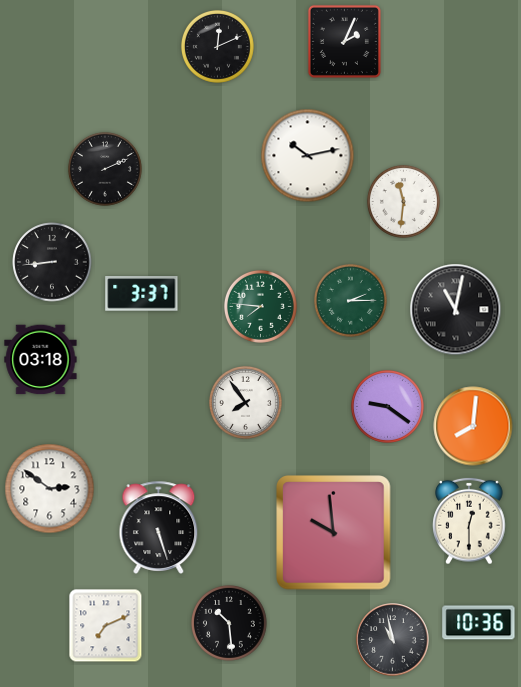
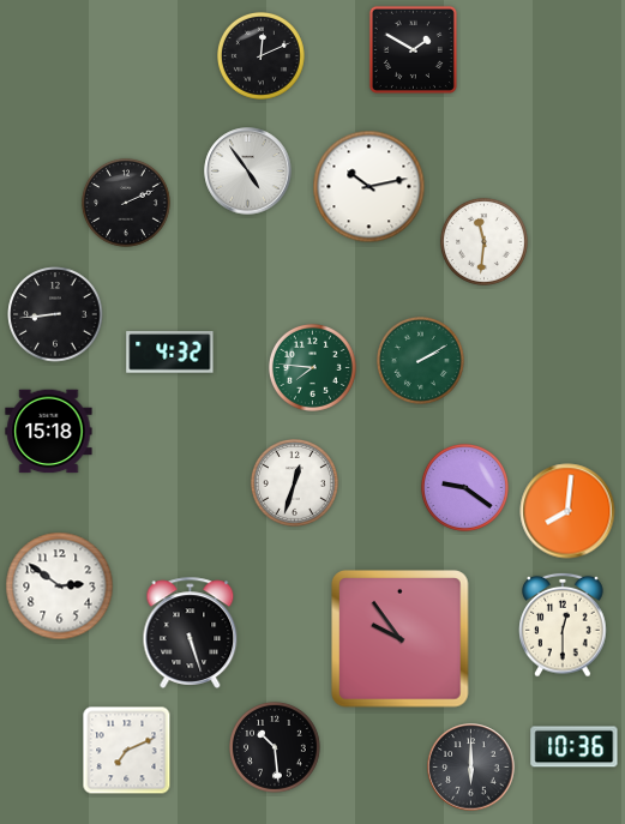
clock at (344, 41): 2:04 -> 1:50
clock at (248, 172): none -> 4:54
clock at (52, 262) position: (52, 262) -> (55, 314)
clock at (142, 294): 3:37 -> 4:32
clock at (350, 300): 2:15 -> 2:10
clock at (456, 310): 11:02 -> none
clock at (41, 360): 03:18 -> 15:18
clock at (245, 402): 7:54 -> 12:33
clock at (334, 533): 9:59 -> 9:54
clock at (393, 640): 10:58 -> 6:00
